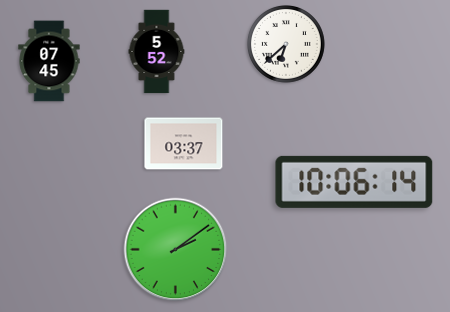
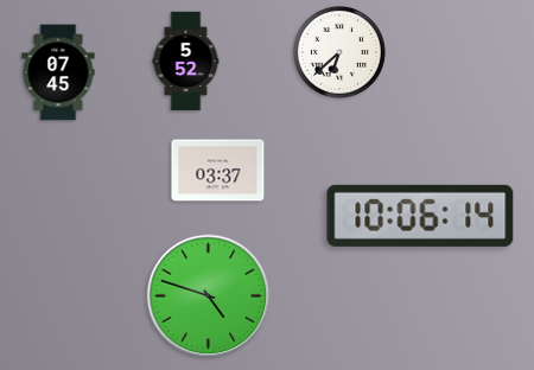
clock at (176, 250): 2:09 -> 4:48
